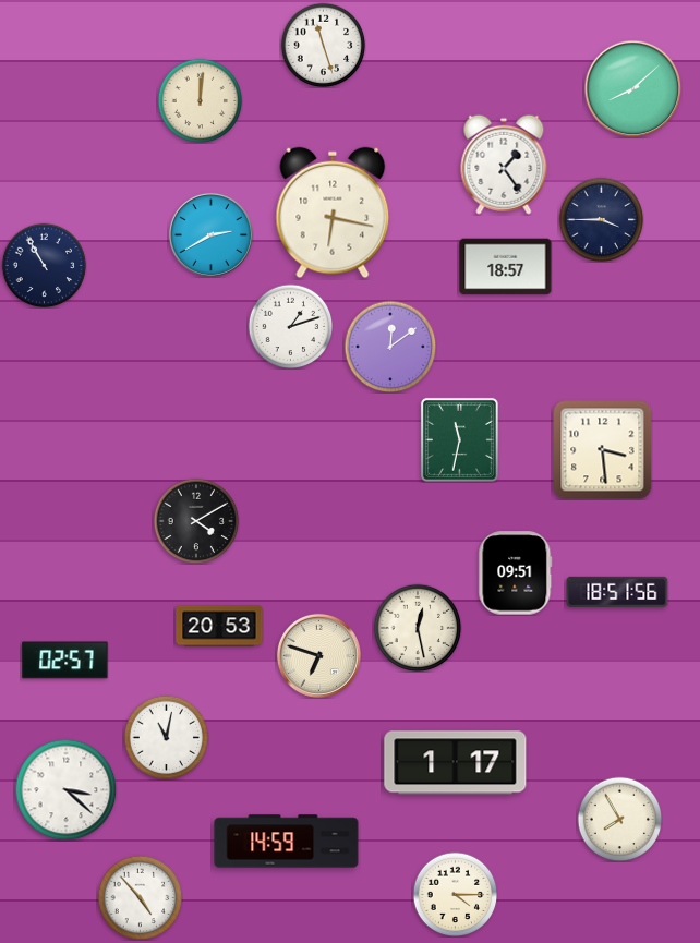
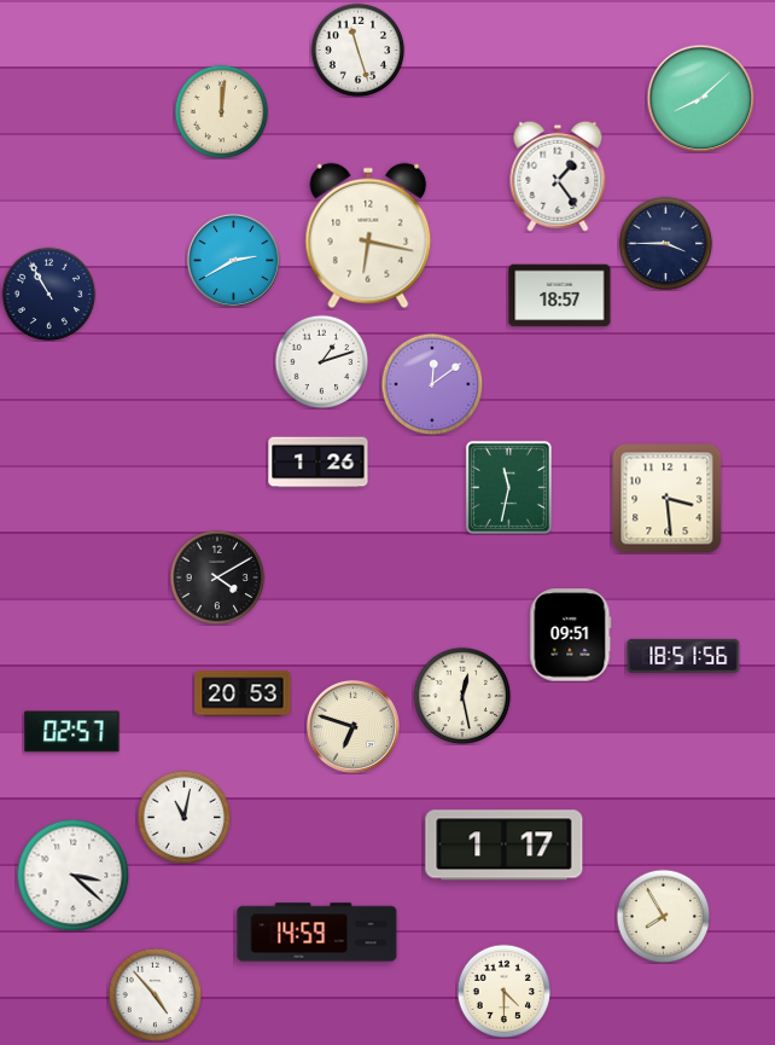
clock at (504, 165) position: (504, 165) -> (558, 176)
clock at (319, 463): none -> 1:26
clock at (619, 819) position: (619, 819) -> (663, 916)
clock at (455, 894): 4:15 -> 4:30
